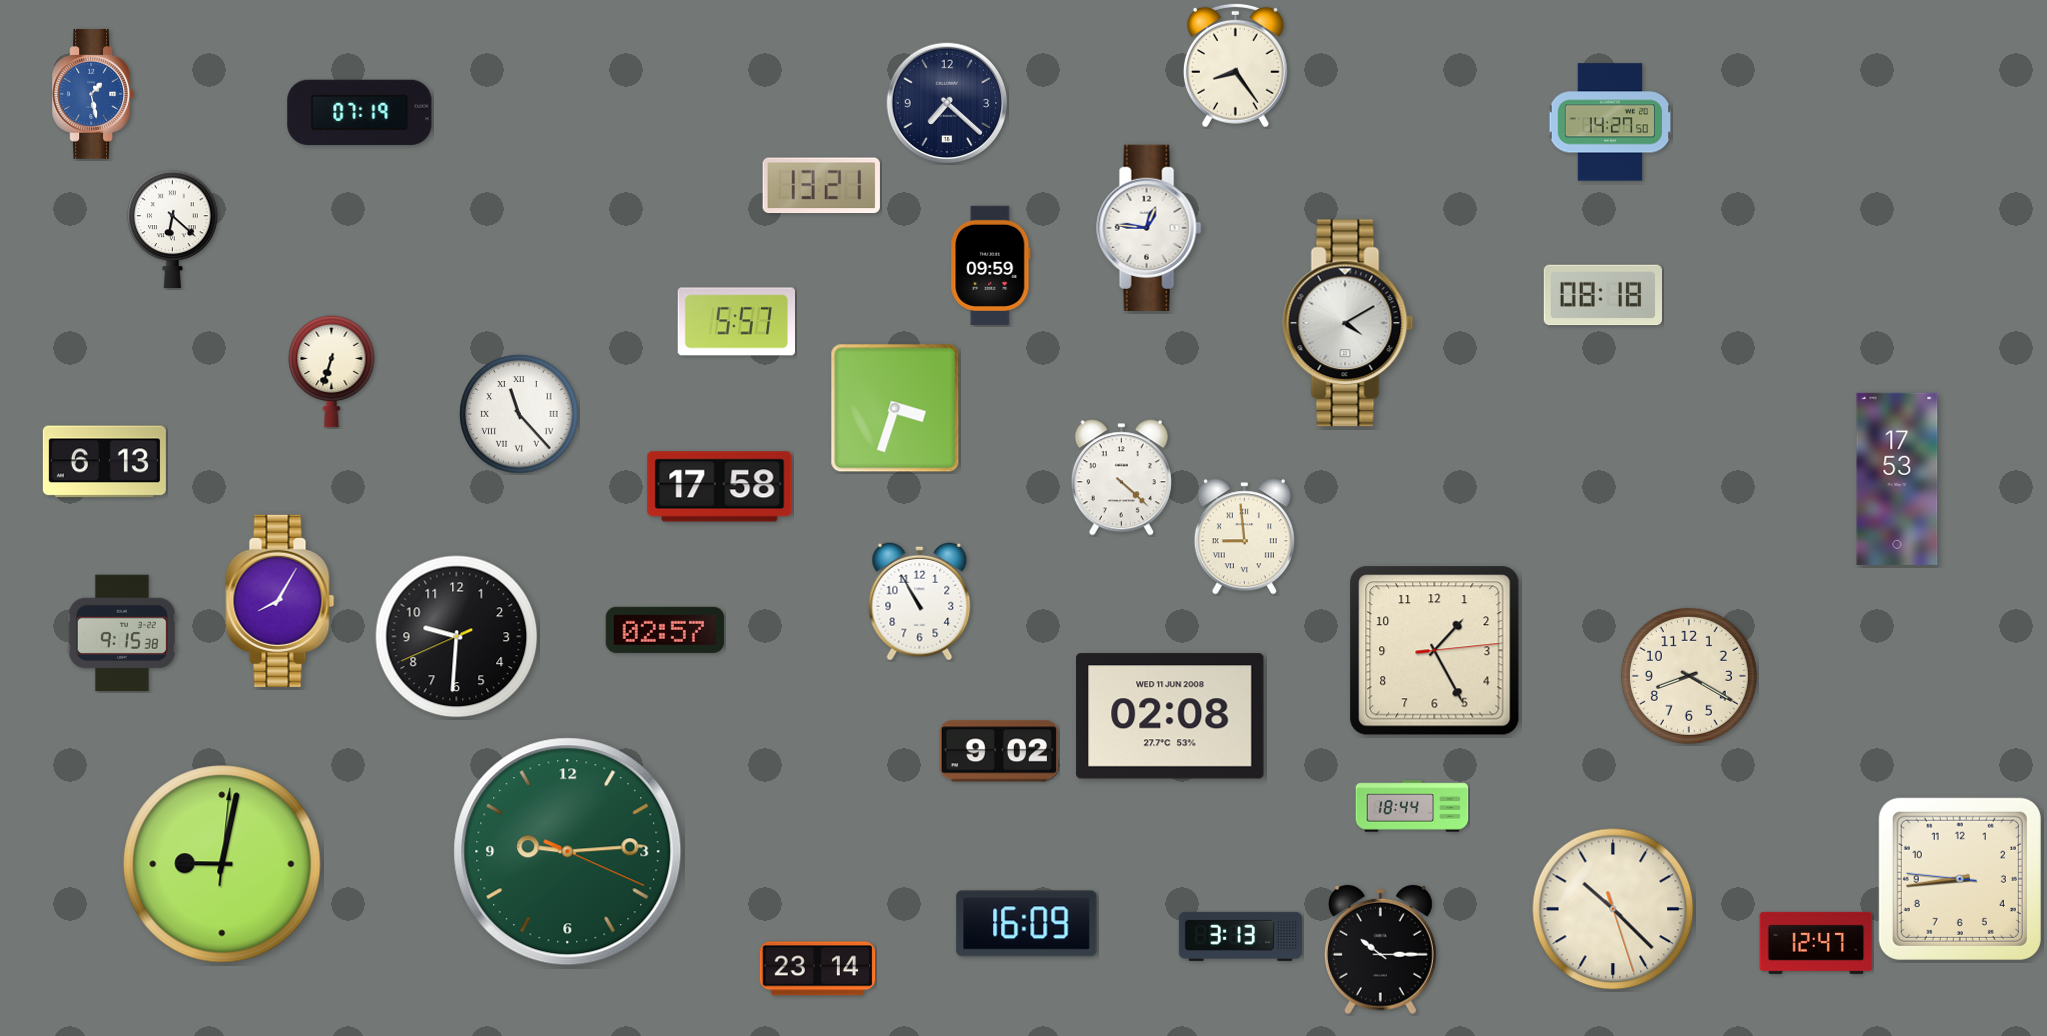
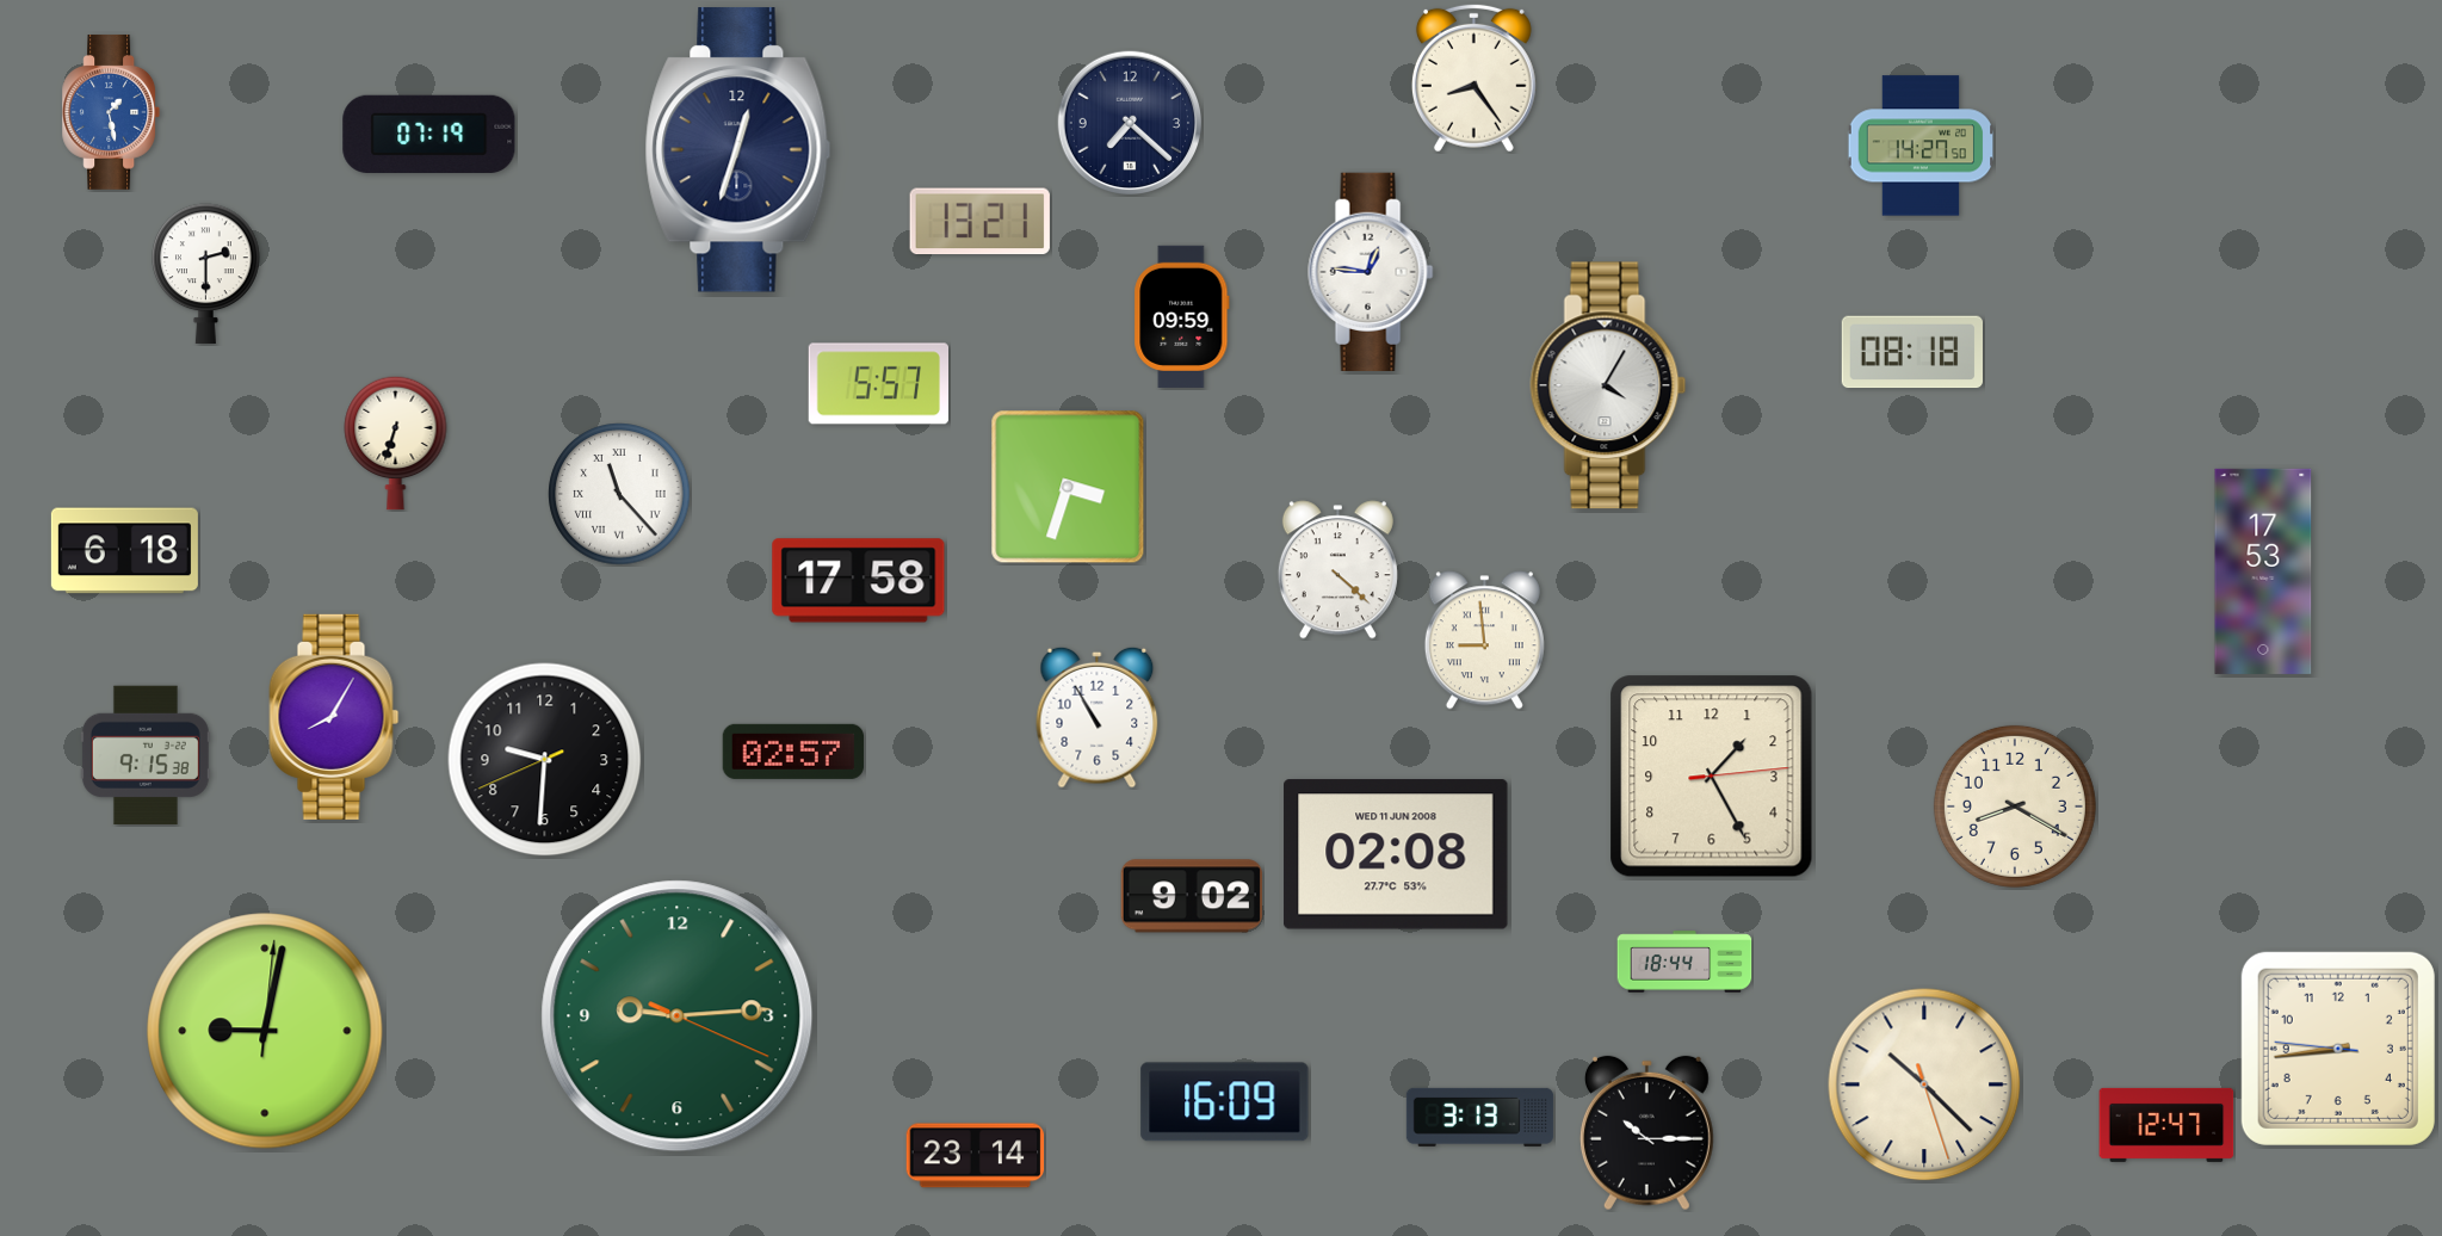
clock at (738, 150): none -> 12:33
clock at (173, 229): 6:22 -> 2:30
clock at (1348, 323): 4:10 -> 4:05
clock at (104, 462): 6:13 -> 6:18
